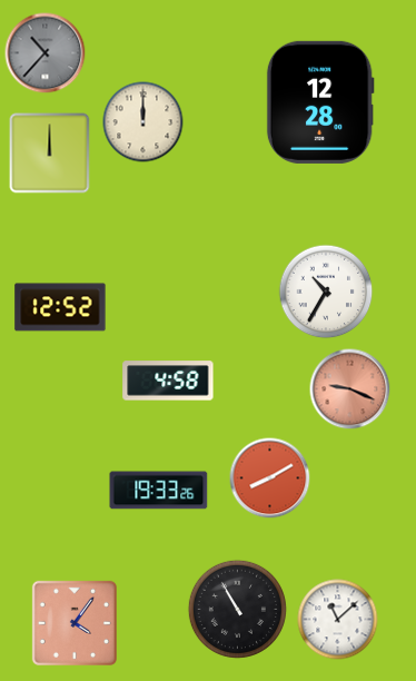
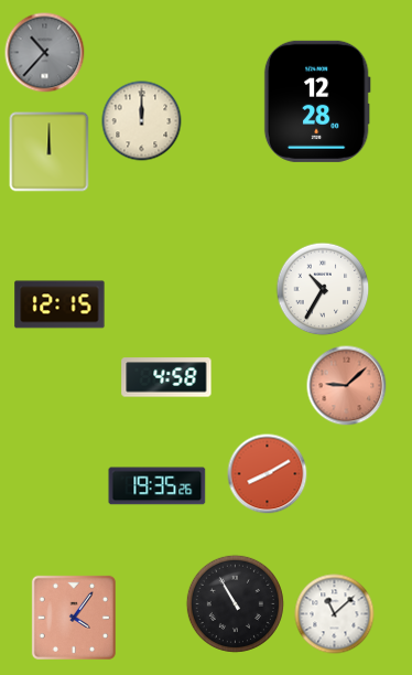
clock at (60, 307): 12:52 -> 12:15
clock at (350, 389): 9:19 -> 9:08
clock at (159, 491): 19:33 -> 19:35
